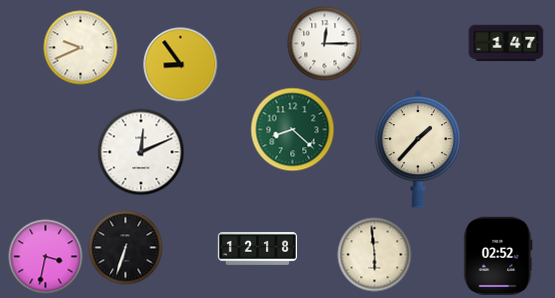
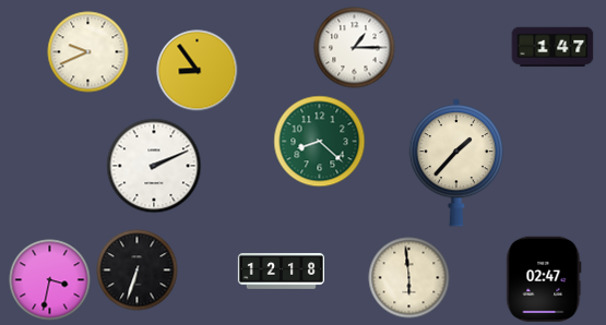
clock at (325, 44): 12:15 -> 1:15
clock at (141, 152): 12:11 -> 2:11
clock at (498, 255): 02:52 -> 02:47
